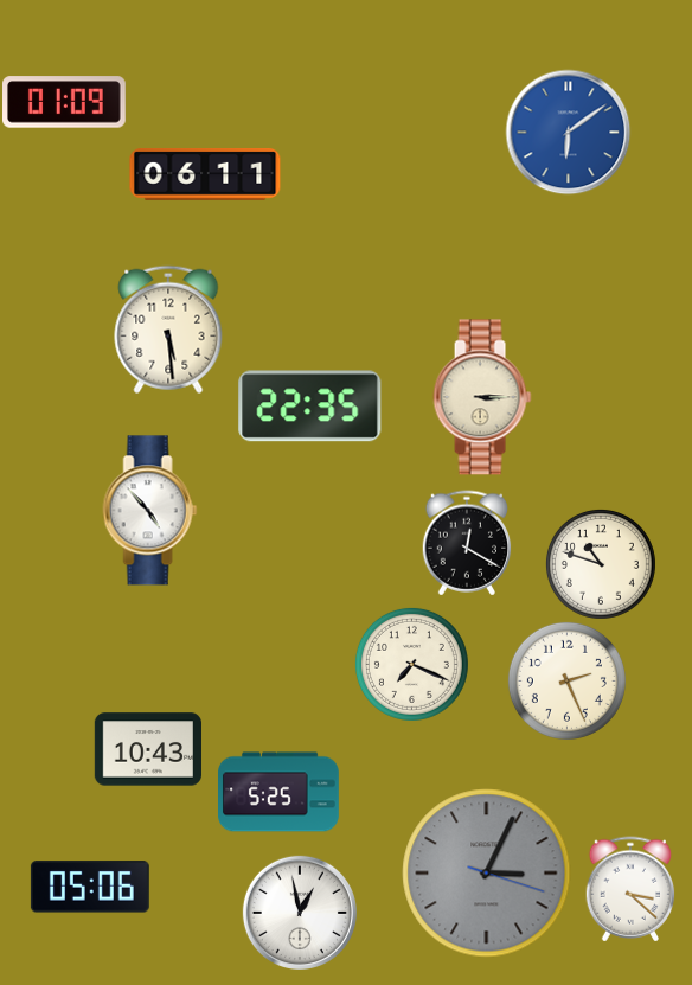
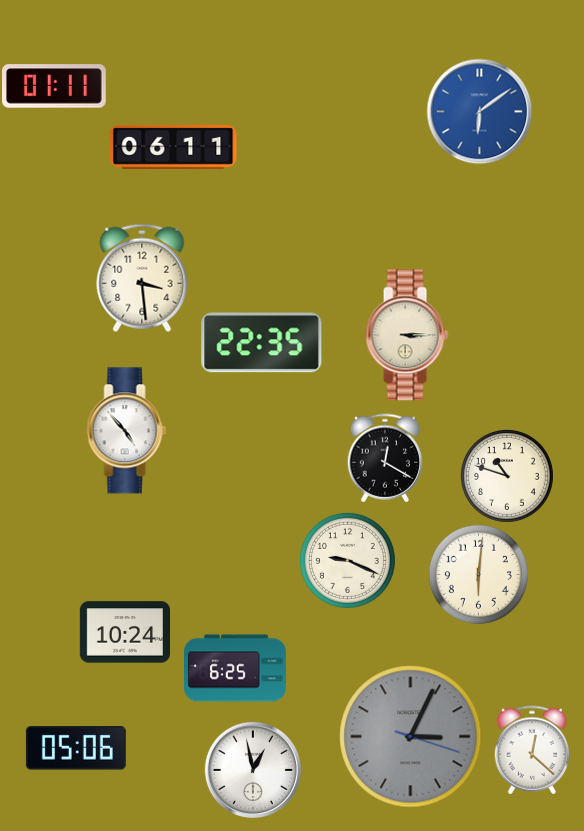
clock at (65, 102): 01:09 -> 01:11
clock at (168, 330): 5:29 -> 3:29
clock at (467, 543) position: (467, 543) -> (385, 458)
clock at (411, 664): 7:19 -> 9:19
clock at (566, 680): 2:26 -> 6:01
clock at (147, 749): 10:43 -> 10:24
clock at (280, 792): 5:25 -> 6:25
clock at (630, 889): 3:22 -> 12:22
